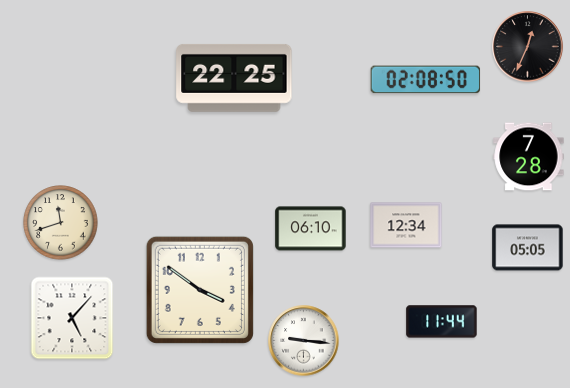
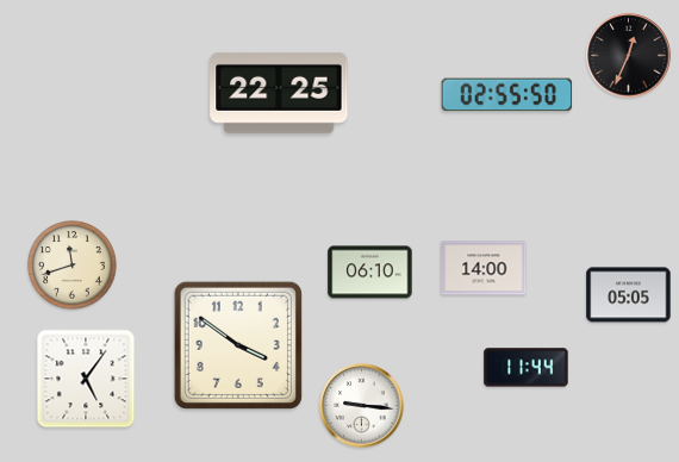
clock at (426, 80): 02:08 -> 02:55
clock at (529, 157): 7:28 -> none
clock at (406, 225): 12:34 -> 14:00
clock at (72, 318): 5:07 -> 5:06
clock at (442, 322) position: (442, 322) -> (527, 368)
